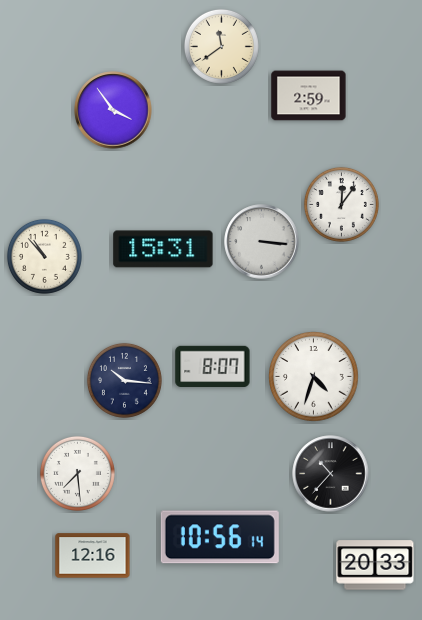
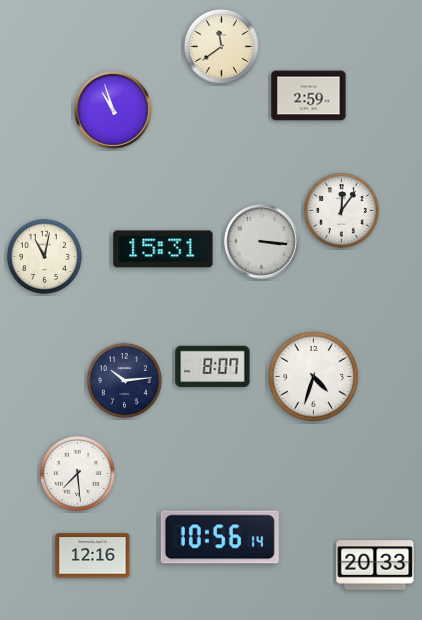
clock at (113, 110): 3:54 -> 10:57
clock at (341, 204) position: (341, 204) -> (341, 210)
clock at (44, 256): 10:53 -> 11:02
clock at (124, 380): 10:16 -> 10:14
clock at (331, 474): 10:37 -> none
